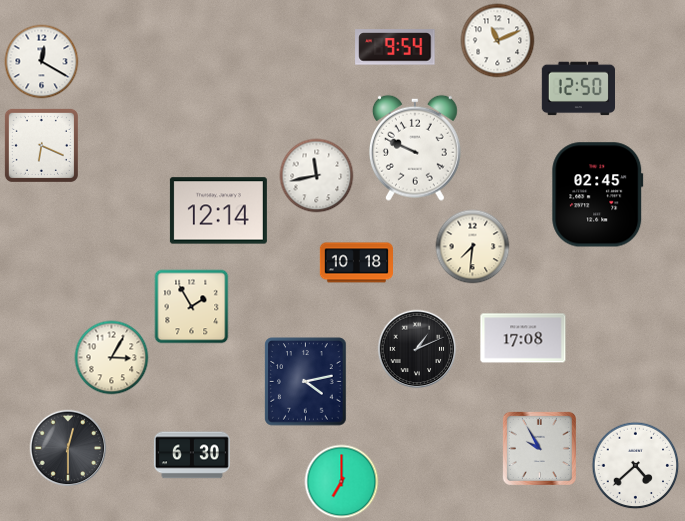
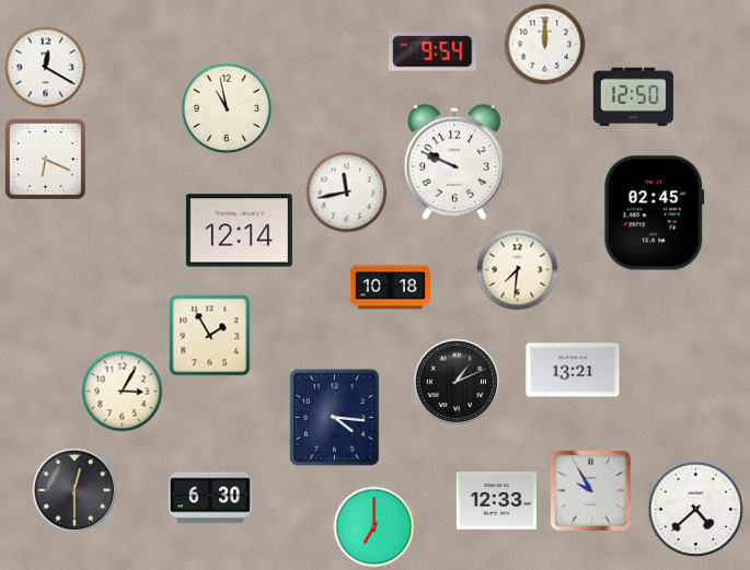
clock at (498, 41): 11:11 -> 12:00
clock at (227, 108): none -> 10:58
clock at (523, 338): 17:08 -> 13:21
clock at (306, 382): 4:13 -> 4:16
clock at (496, 501): none -> 12:33
